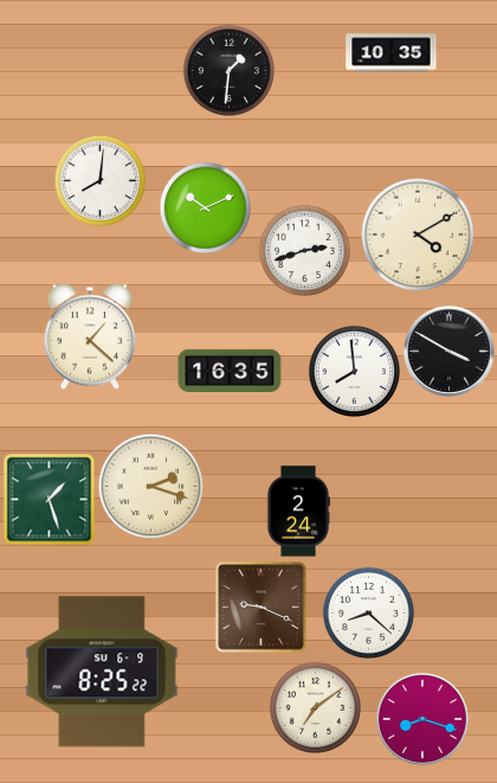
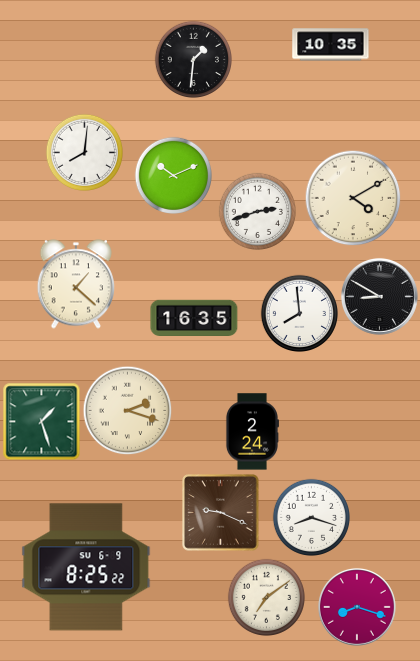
clock at (448, 351): 3:50 -> 8:50
clock at (230, 370) position: (230, 370) -> (194, 317)
clock at (368, 612): 8:22 -> 8:18
